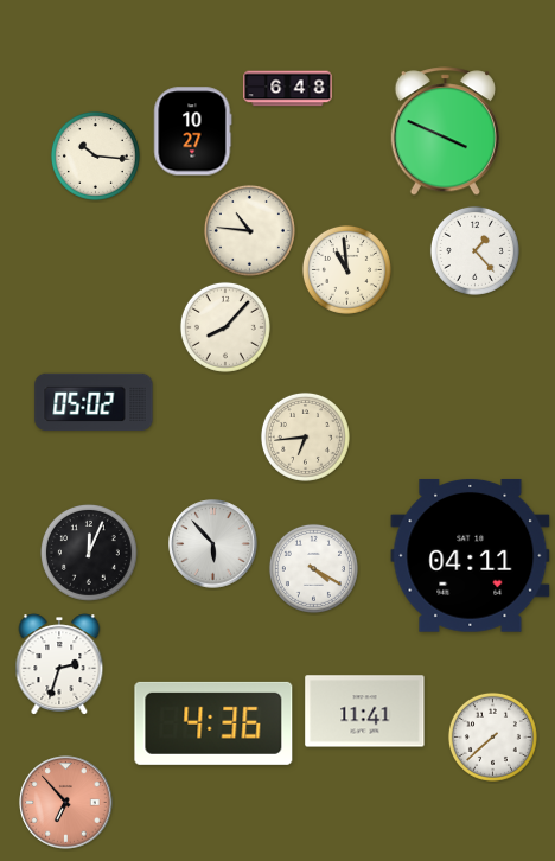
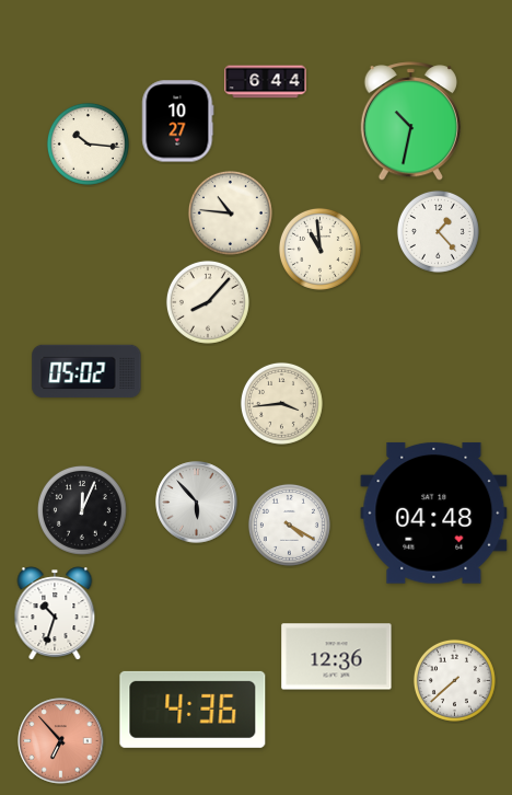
clock at (288, 89): 6:48 -> 6:44
clock at (445, 132): 3:49 -> 10:32
clock at (305, 436): 6:44 -> 3:44
clock at (471, 555): 04:11 -> 04:48
clock at (59, 664): 2:33 -> 10:33
clock at (365, 712): 11:41 -> 12:36
clock at (213, 723) position: (213, 723) -> (193, 710)
